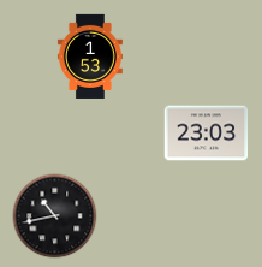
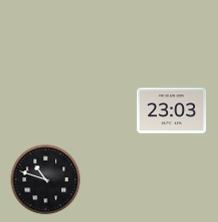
clock at (90, 57): 1:53 -> none
clock at (55, 216): 10:43 -> 10:48
